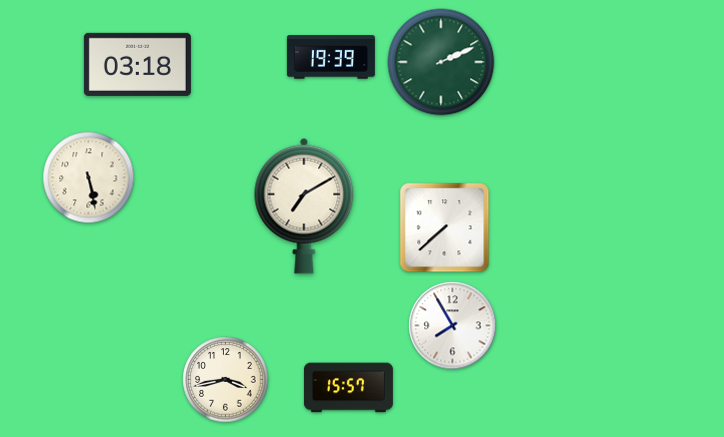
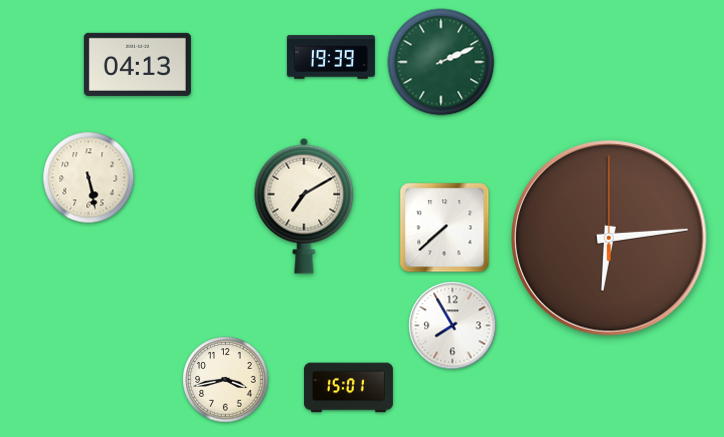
clock at (137, 64): 03:18 -> 04:13
clock at (610, 239): none -> 6:14
clock at (348, 388): 15:57 -> 15:01
